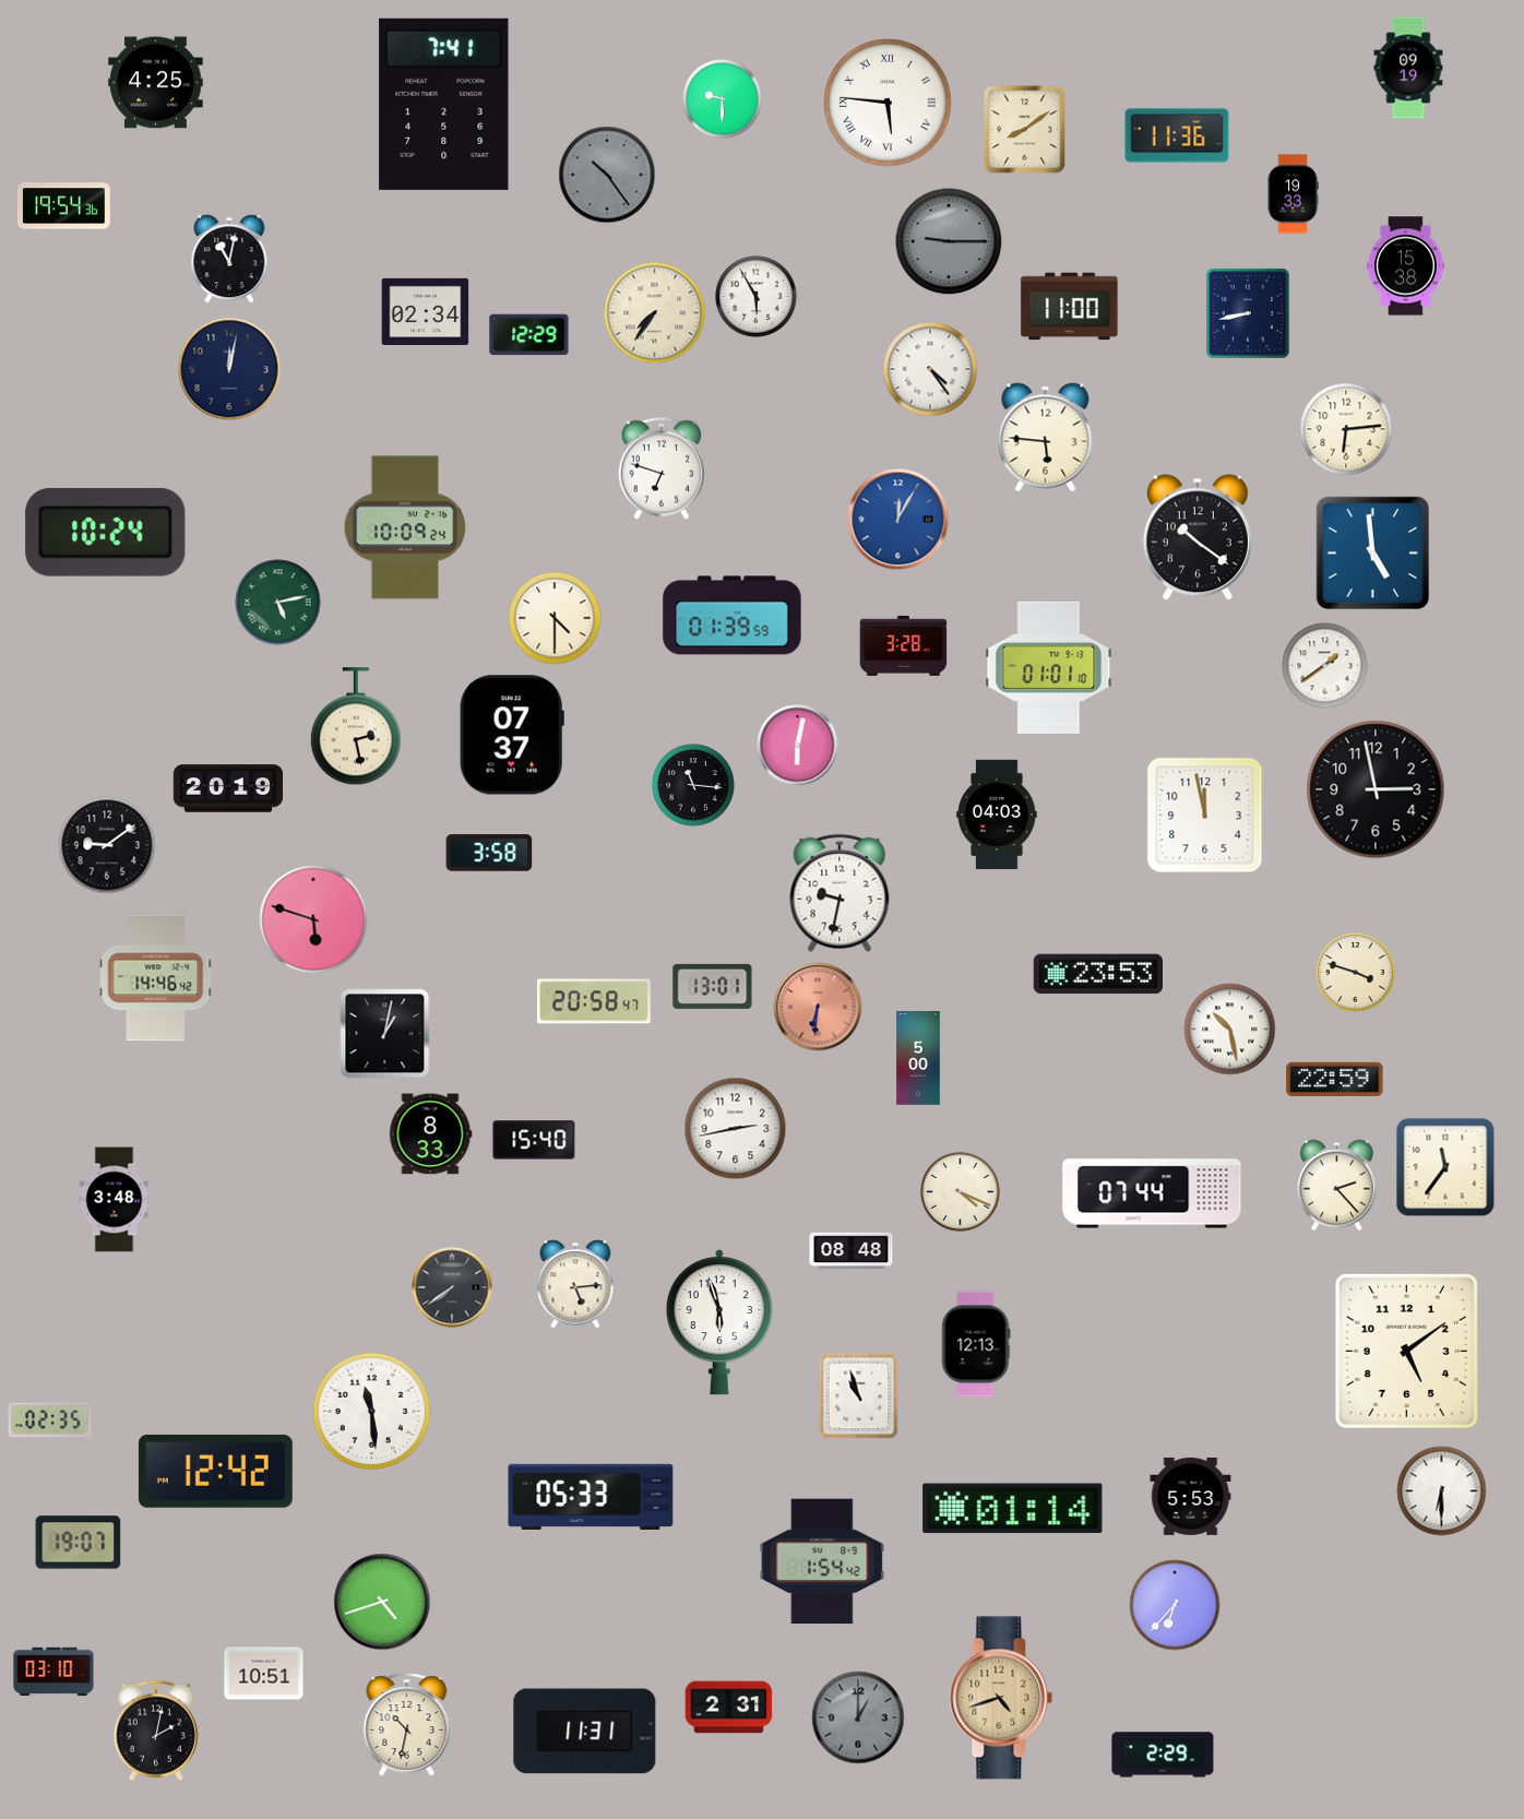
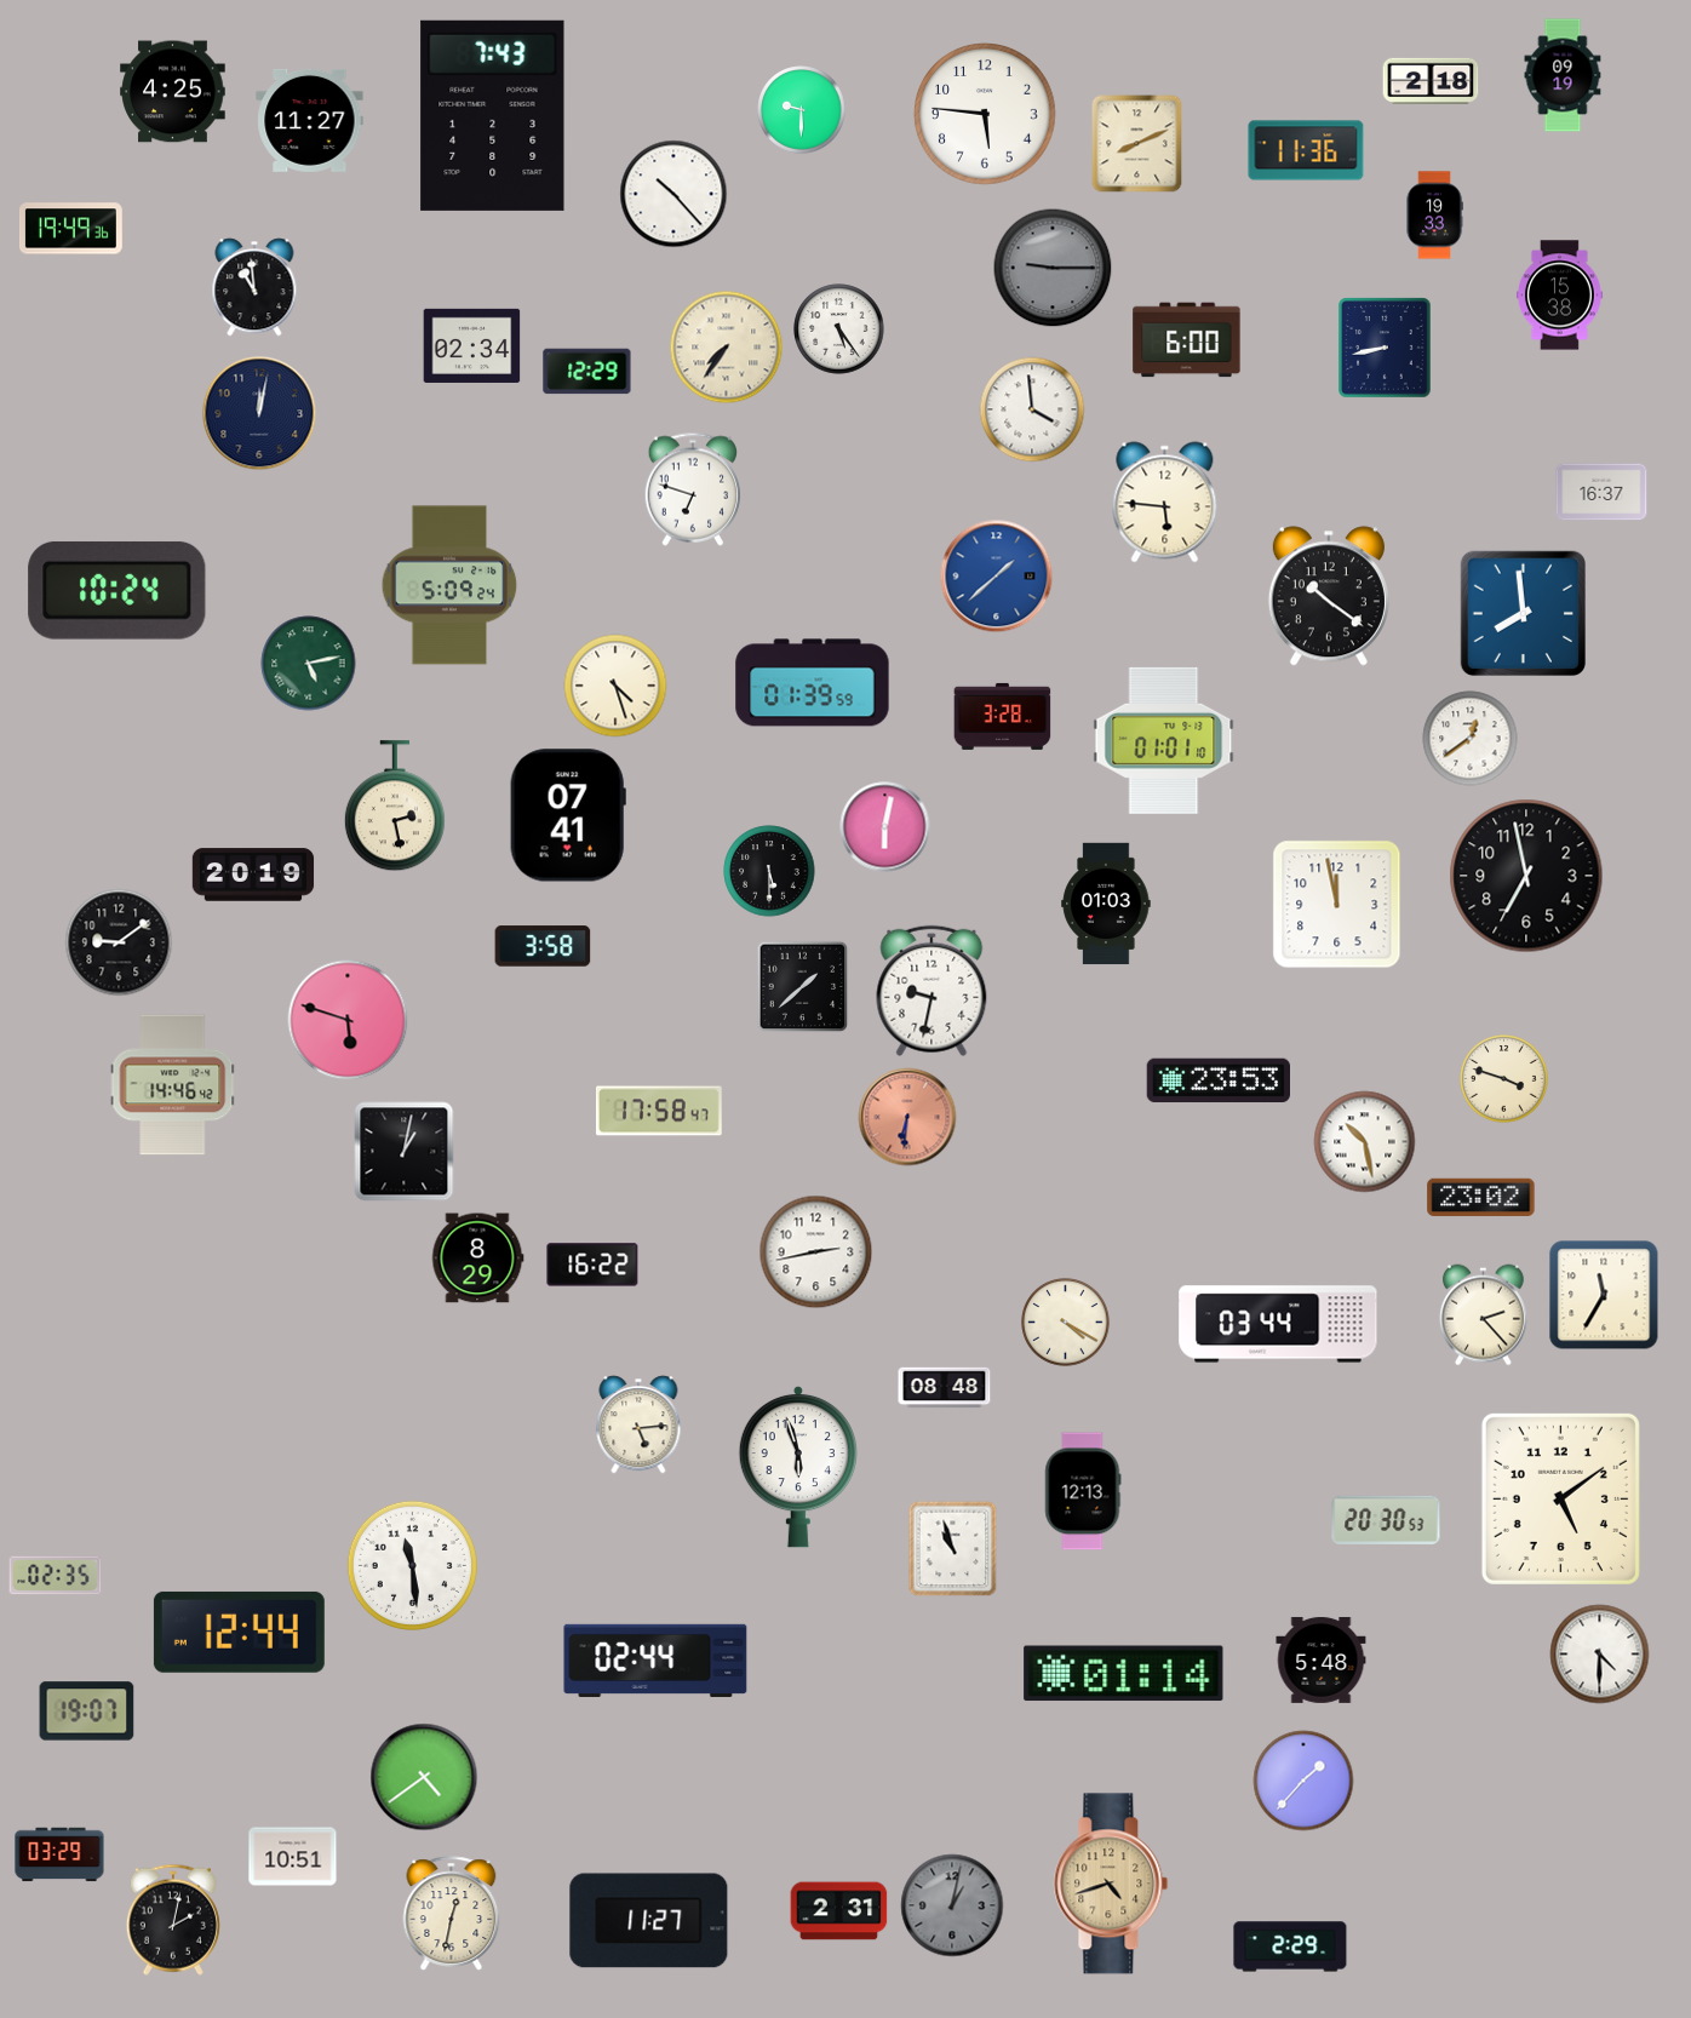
clock at (1431, 80): none -> 2:18
clock at (888, 103) numerals: Roman -> Arabic
clock at (444, 104): 7:41 -> 7:43
clock at (310, 120): none -> 11:27
clock at (1025, 130): 8:09 -> 8:11
clock at (607, 175): 10:24 -> 10:23
clock at (607, 175) dial: grey -> white
clock at (63, 206): 19:54 -> 19:49
clock at (229, 259): 11:02 -> 10:59
clock at (757, 297): 5:55 -> 5:24
clock at (1070, 307): 11:00 -> 6:00
clock at (229, 369) position: (229, 369) -> (259, 413)
clock at (930, 369): 4:24 -> 3:59
clock at (1346, 429): 6:14 -> none
clock at (1046, 438) position: (1046, 438) -> (1165, 503)
clock at (1601, 492): none -> 16:37
clock at (662, 468) position: (662, 468) -> (693, 489)
clock at (898, 520): 12:05 -> 1:38
clock at (405, 527): 10:09 -> 5:09
clock at (1372, 554): 4:59 -> 7:59
clock at (278, 603) position: (278, 603) -> (309, 664)
clock at (555, 618): 4:30 -> 4:27
clock at (1325, 666): 1:39 -> 12:39
clock at (512, 735): 07:37 -> 07:41
clock at (693, 785): 11:16 -> 5:30
clock at (1376, 789): 2:58 -> 6:58
clock at (997, 815): 04:03 -> 01:03
clock at (107, 845) position: (107, 845) -> (119, 942)
clock at (803, 987): none -> 1:38
clock at (713, 986): 13:01 -> none
clock at (594, 1001): 20:58 -> 17:58
clock at (385, 1034) position: (385, 1034) -> (405, 1152)
clock at (918, 1058): 5:00 -> none
clock at (1335, 1079): 22:59 -> 23:02
clock at (430, 1134): 8:33 -> 8:29
clock at (534, 1140): 15:40 -> 16:22
clock at (1445, 1167): 11:36 -> 11:35
clock at (961, 1192): 4:19 -> 4:20
clock at (1152, 1193): 07:44 -> 03:44
clock at (115, 1200): 3:48 -> none
clock at (452, 1287): 7:39 -> none
clock at (1386, 1520): none -> 20:30
clock at (215, 1471): 12:42 -> 12:44
clock at (1442, 1491): 6:30 -> 4:30
clock at (1191, 1496): 5:53 -> 5:48
clock at (591, 1497): 05:33 -> 02:44
clock at (822, 1561): 1:54 -> none
clock at (382, 1602): 4:42 -> 4:39
clock at (1175, 1605): 6:37 -> 1:37
clock at (53, 1672): 03:10 -> 03:29
clock at (729, 1708) position: (729, 1708) -> (839, 1911)
clock at (858, 1717): 1:00 -> 1:02
clock at (407, 1725): 10:32 -> 12:32
clock at (585, 1732): 11:31 -> 11:27
